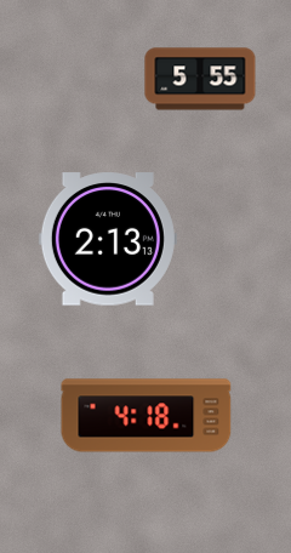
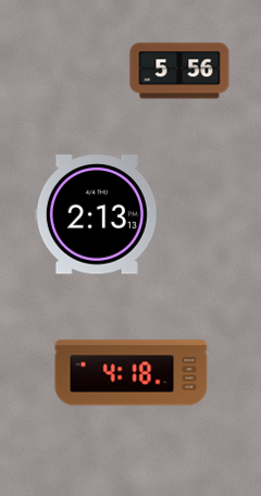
clock at (200, 79): 5:55 -> 5:56
